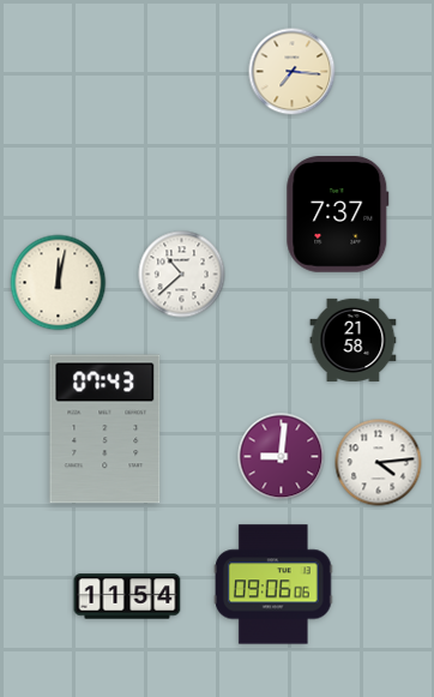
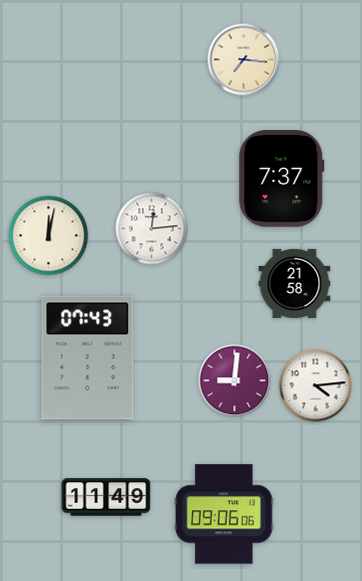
clock at (182, 275): 10:38 -> 12:14
clock at (273, 584) position: (273, 584) -> (224, 514)
clock at (127, 596): 11:54 -> 11:49
